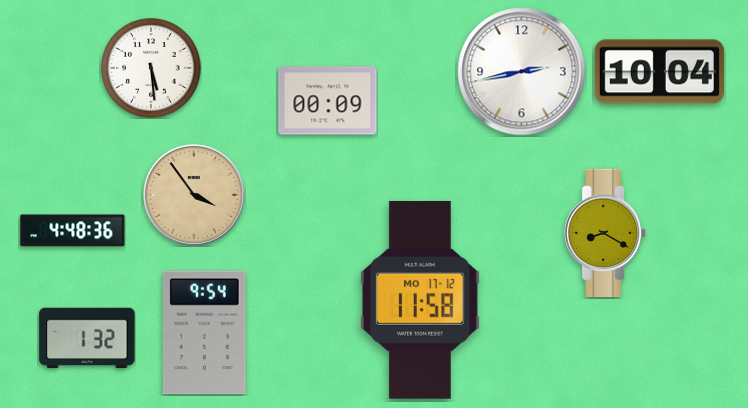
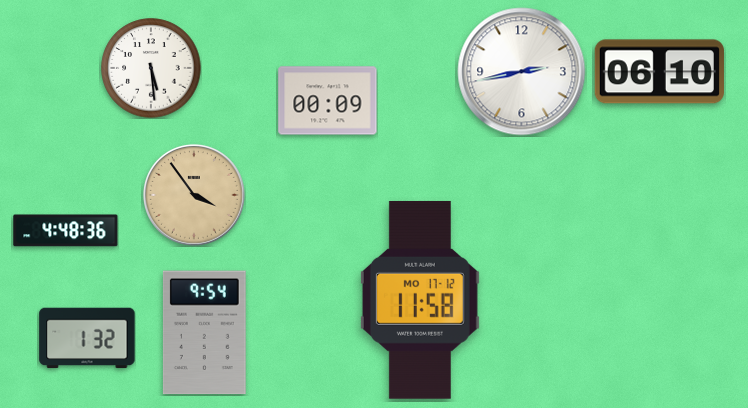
clock at (659, 72): 10:04 -> 06:10
clock at (73, 231) position: (73, 231) -> (66, 231)
clock at (605, 232): 8:20 -> none
